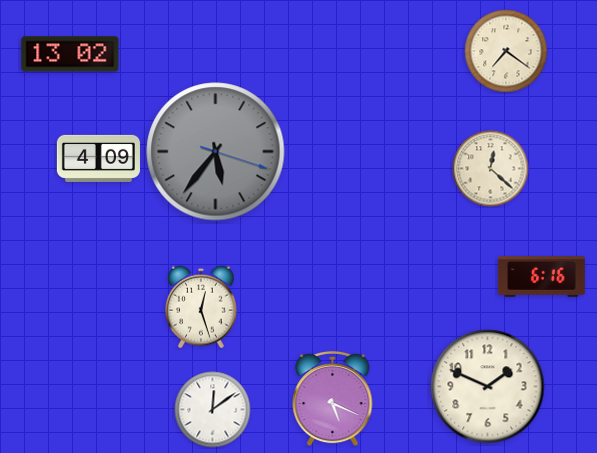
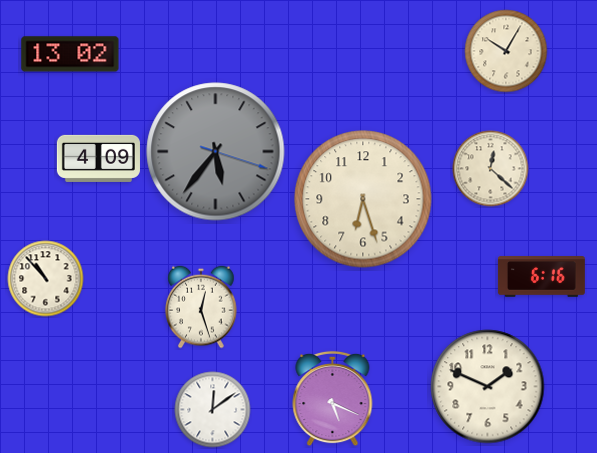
clock at (506, 51): 7:21 -> 10:05
clock at (363, 199): none -> 6:27
clock at (46, 279): none -> 10:53
